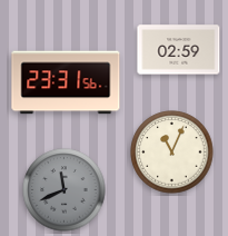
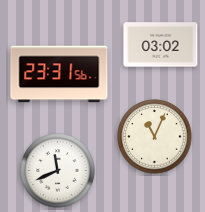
clock at (179, 50): 02:59 -> 03:02
clock at (65, 190) dial: grey -> white
